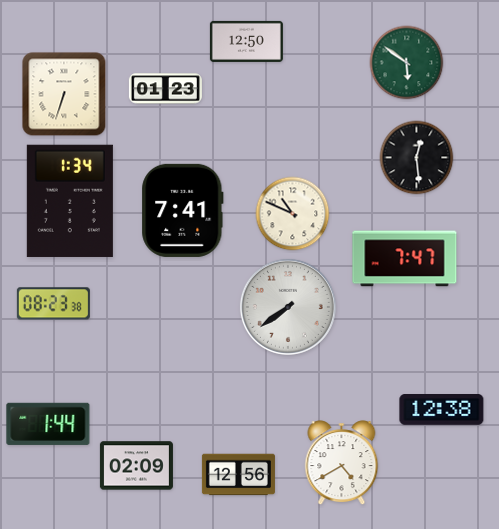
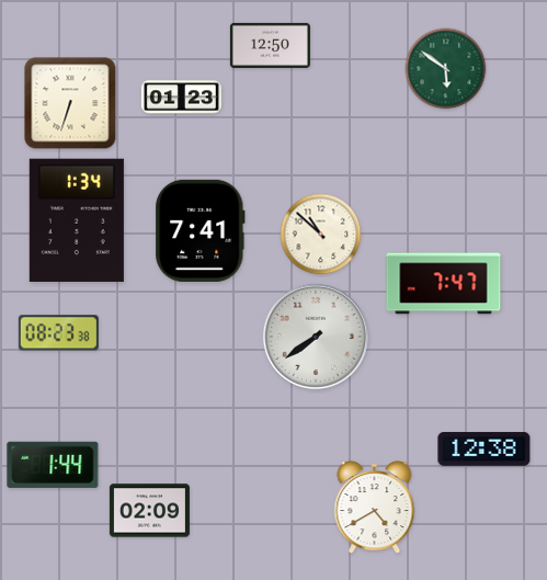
clock at (417, 158): 12:29 -> none
clock at (293, 214): 10:49 -> 10:52
clock at (238, 475): 12:56 -> none
